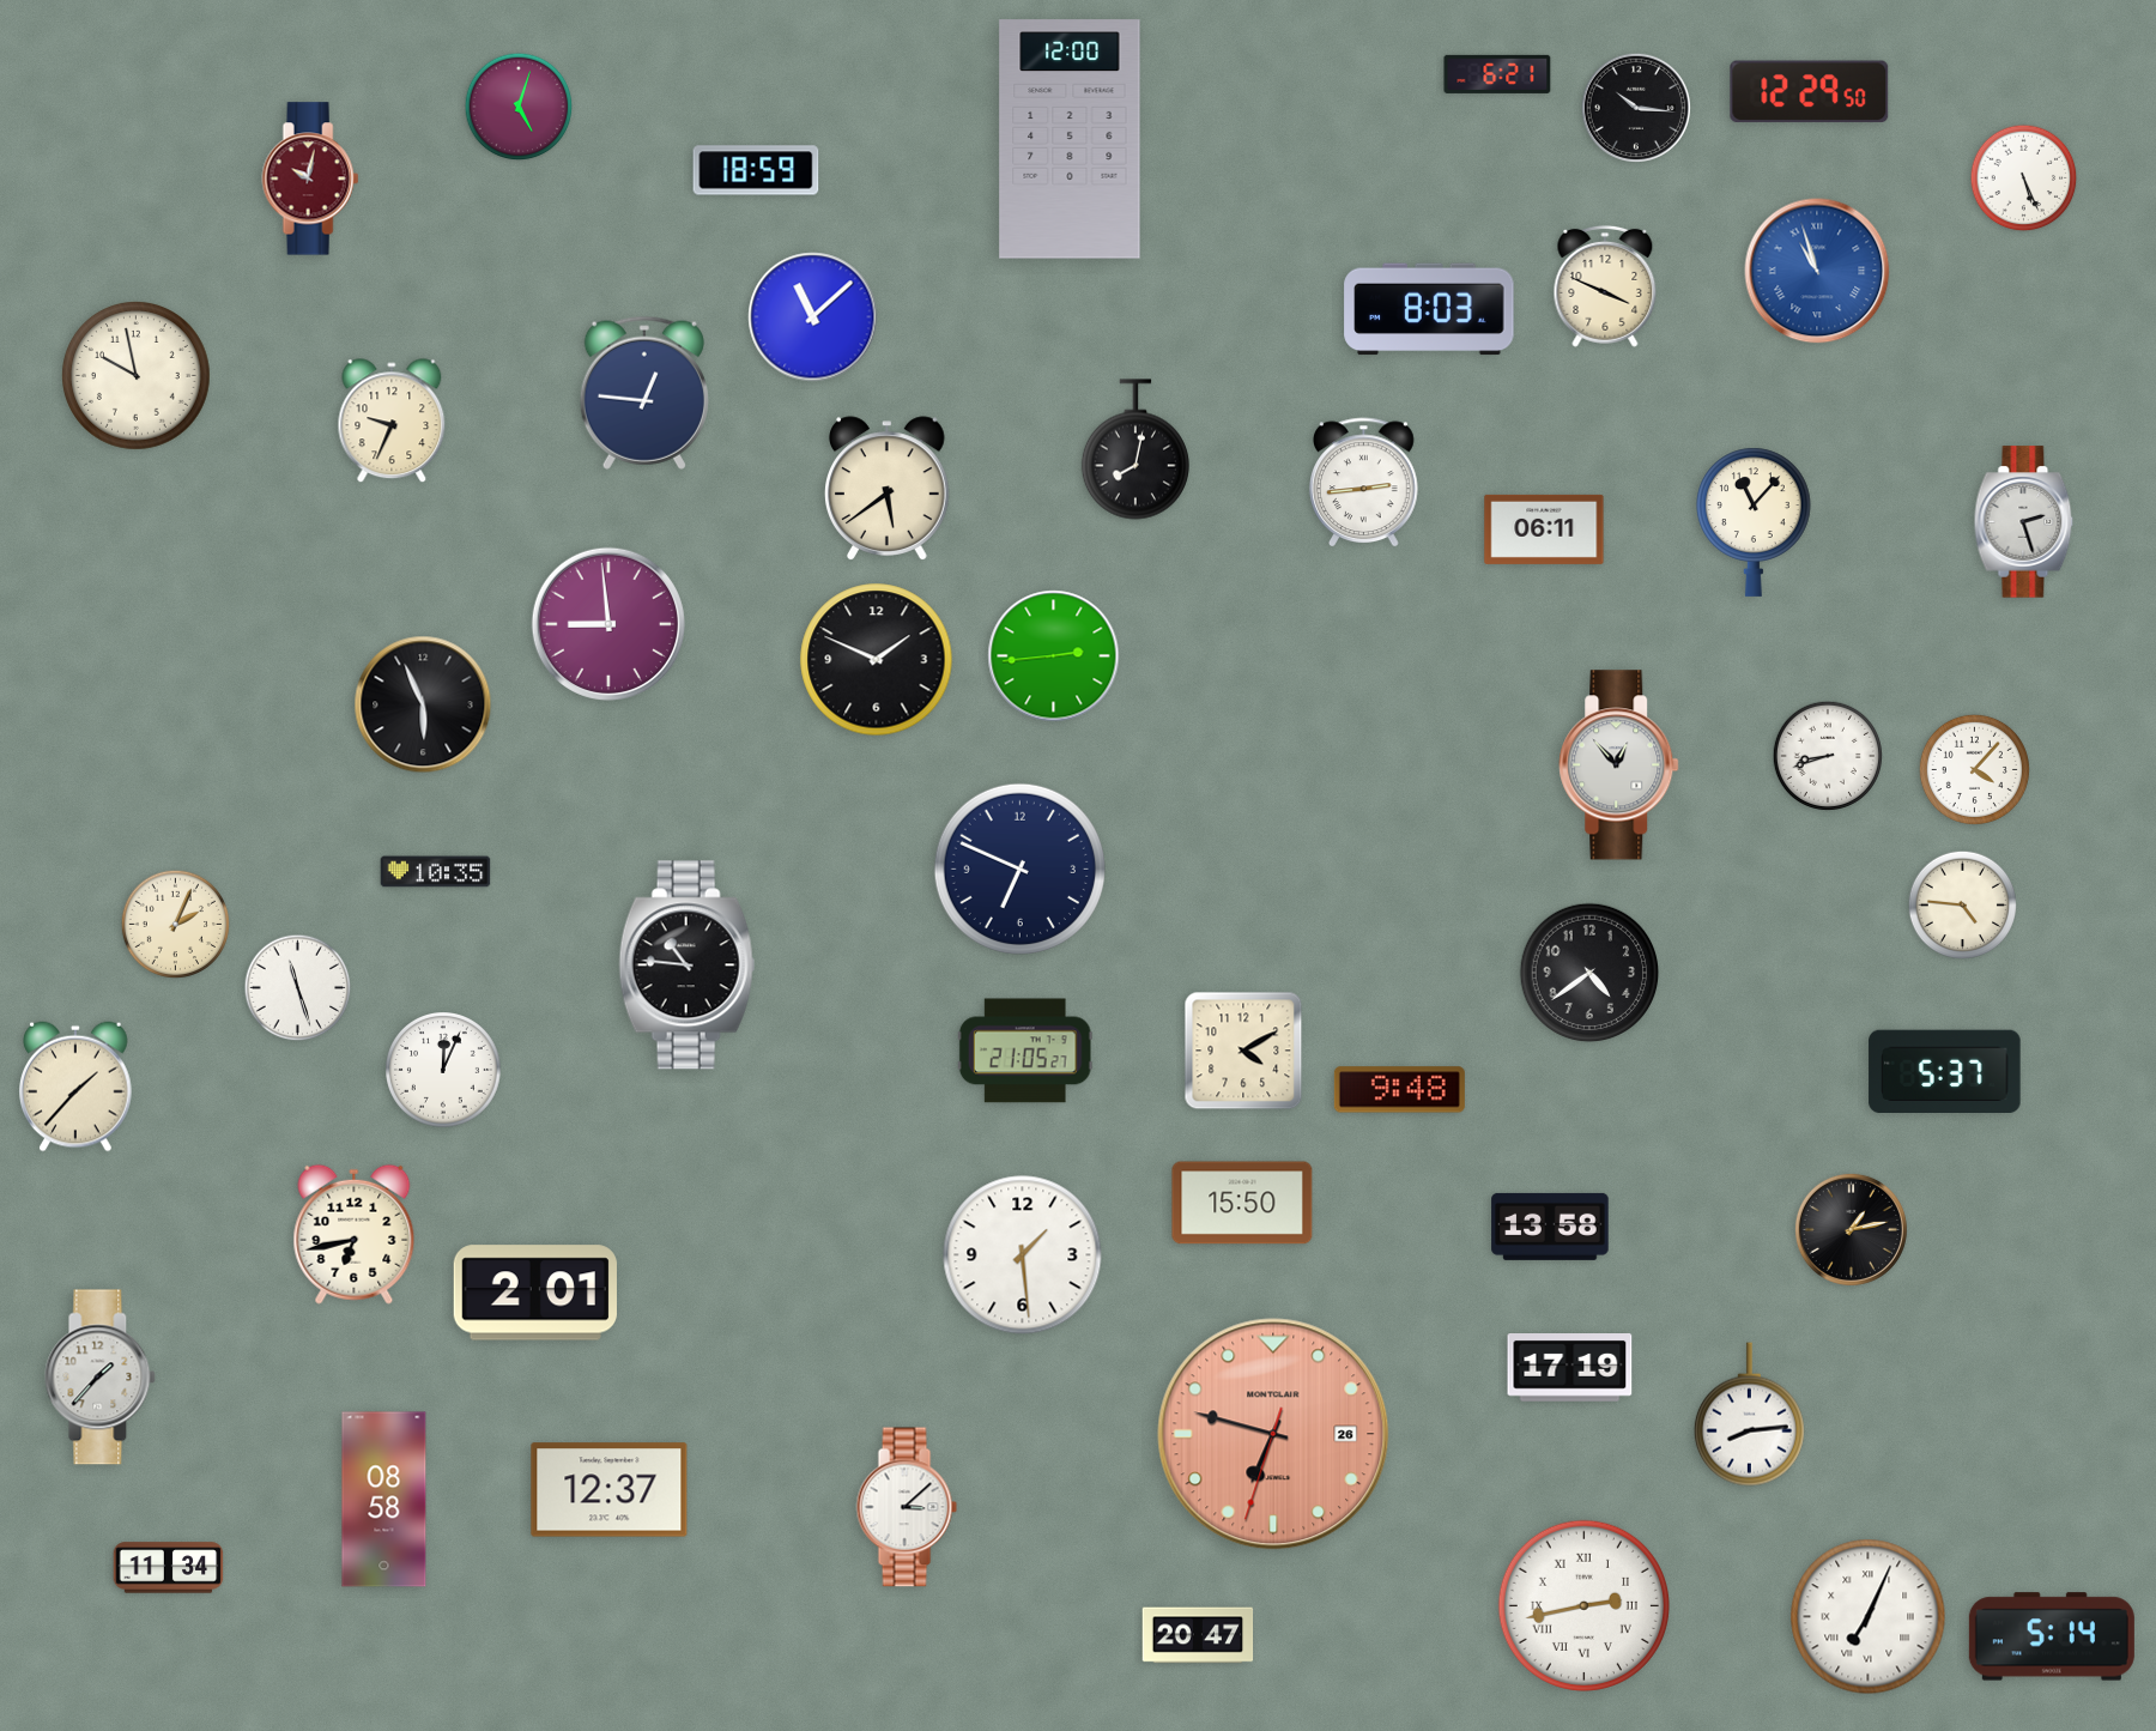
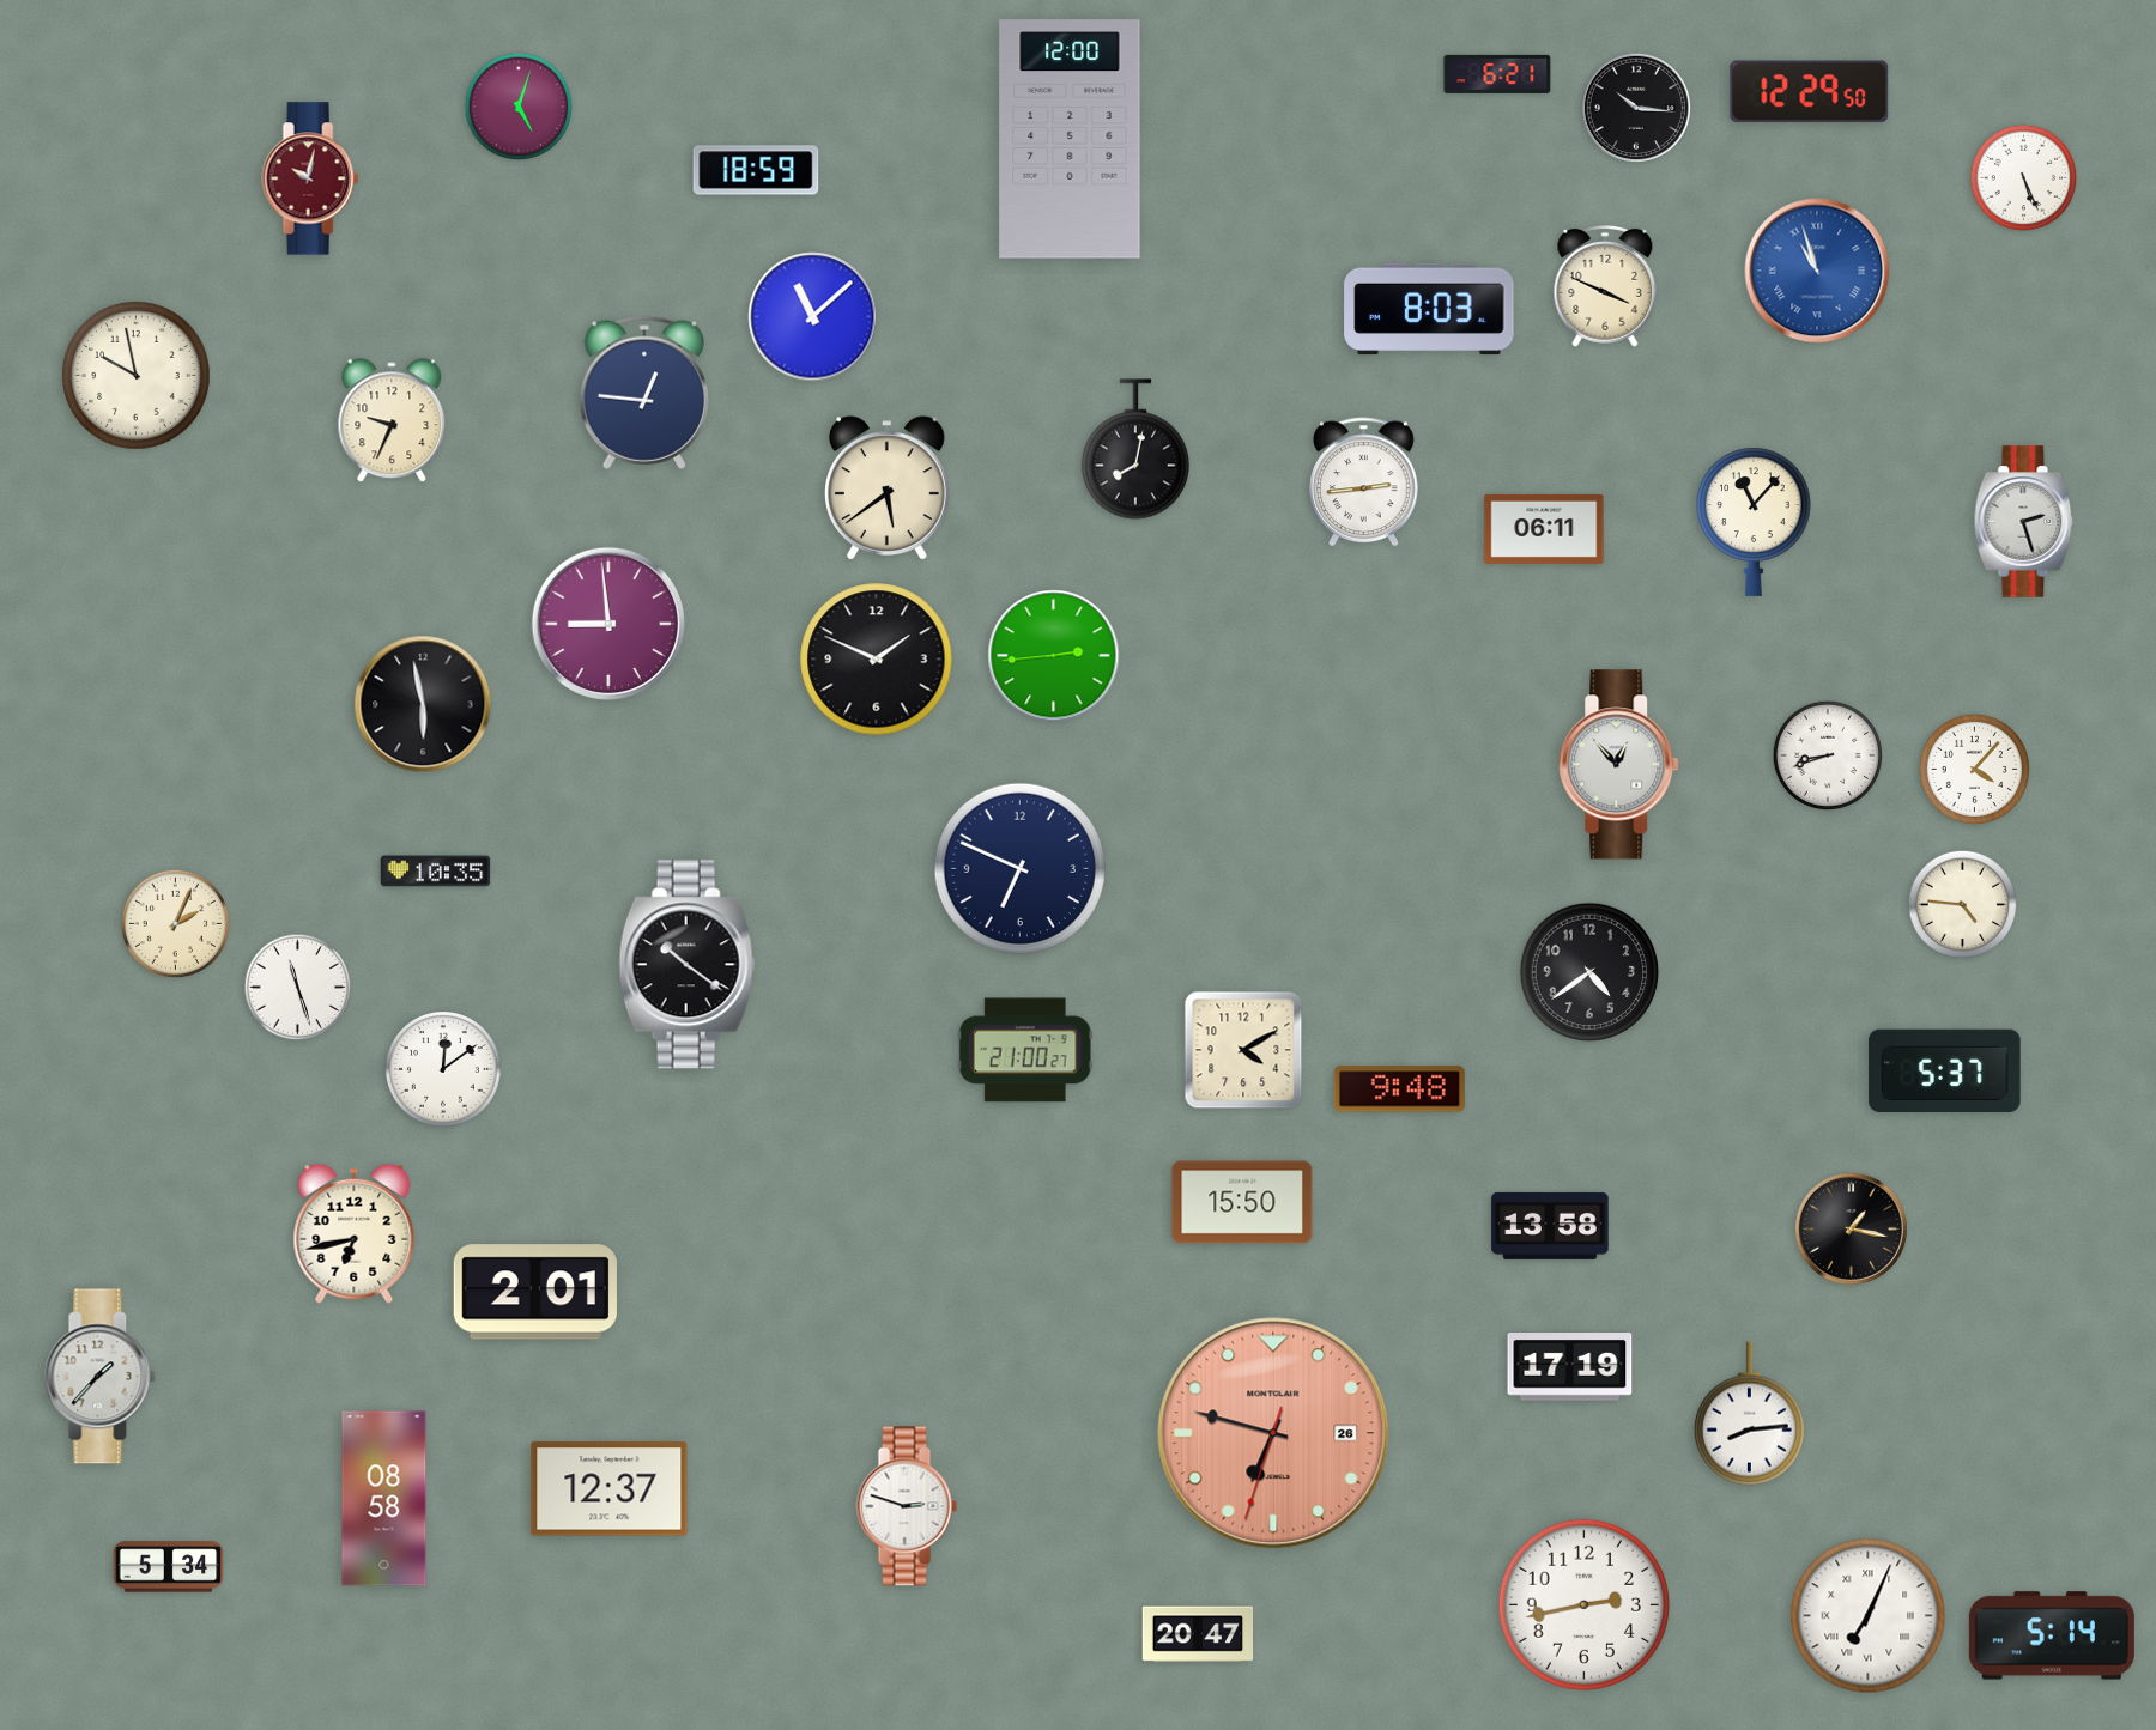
clock at (423, 704): 5:56 -> 5:58
clock at (688, 966): 10:46 -> 10:21
clock at (1025, 1051): 21:05 -> 21:00
clock at (444, 1071): 12:04 -> 12:09
clock at (77, 1087): 1:37 -> none
clock at (1851, 1229): 1:13 -> 1:17
clock at (1023, 1255): 1:29 -> none
clock at (907, 1507): 3:08 -> 2:48
clock at (169, 1568): 11:34 -> 5:34
clock at (1583, 1605) numerals: Roman -> Arabic
